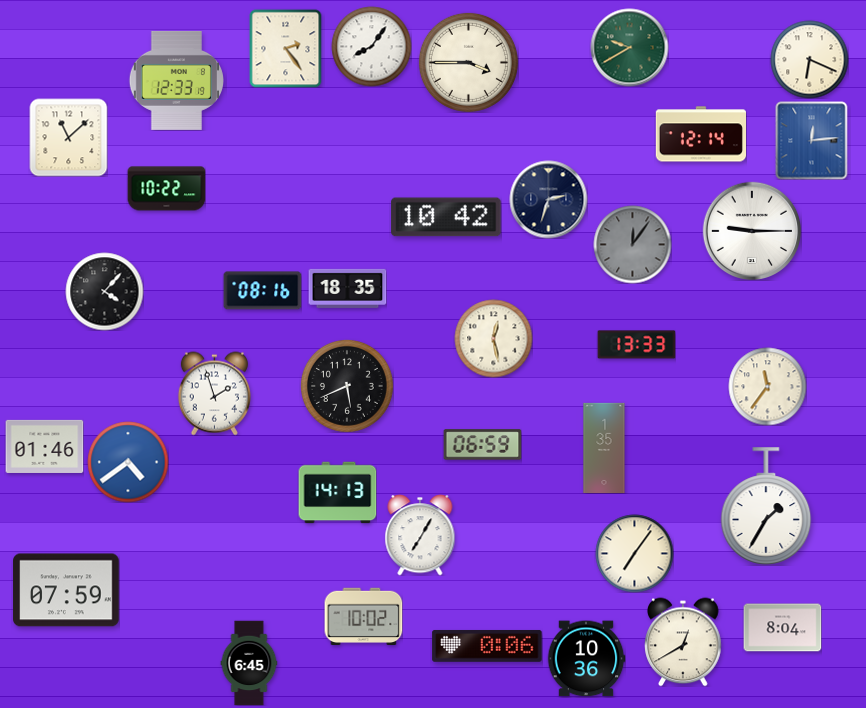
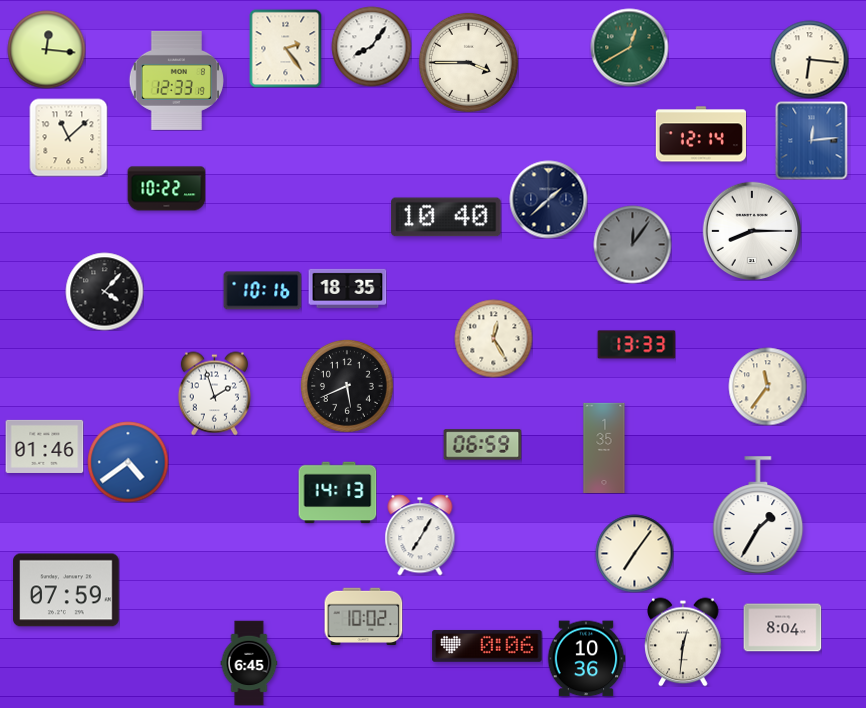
clock at (629, 47): 9:40 -> 12:40
clock at (46, 49): none -> 12:16
clock at (809, 59): 6:19 -> 6:16
clock at (548, 199): 2:33 -> 1:38
clock at (446, 217): 10:42 -> 10:40
clock at (751, 230): 9:15 -> 8:15
clock at (262, 291): 08:16 -> 10:16
clock at (493, 338): 12:28 -> 12:25
clock at (766, 506) position: (766, 506) -> (758, 515)
clock at (683, 642): 12:40 -> 12:31
